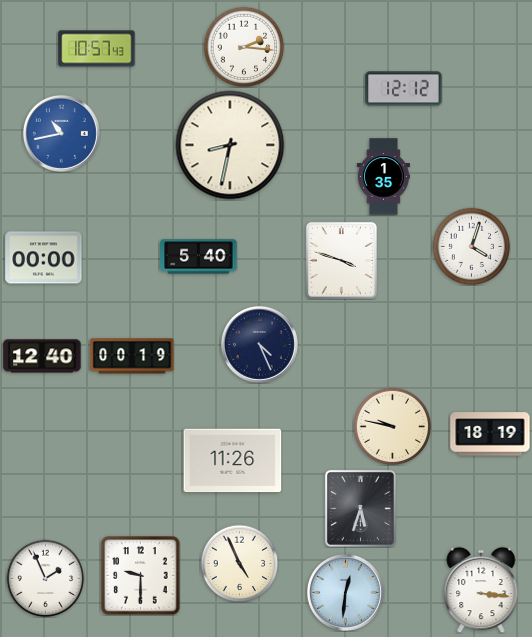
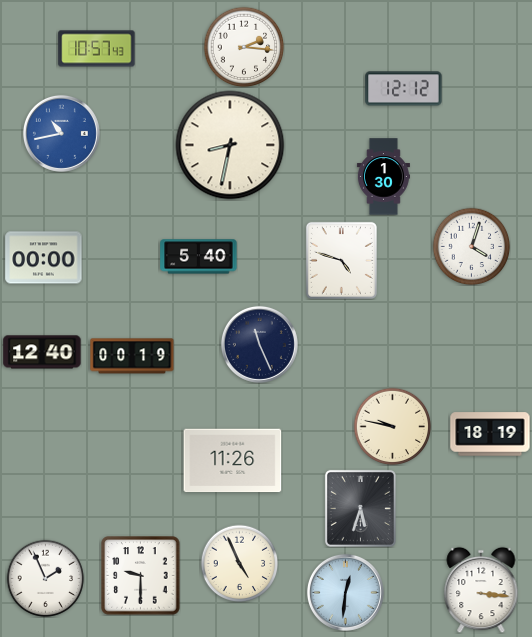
clock at (383, 177): 1:35 -> 1:30
clock at (341, 260): 3:48 -> 4:48
clock at (259, 344): 4:26 -> 11:26
clock at (42, 356) position: (42, 356) -> (42, 352)
